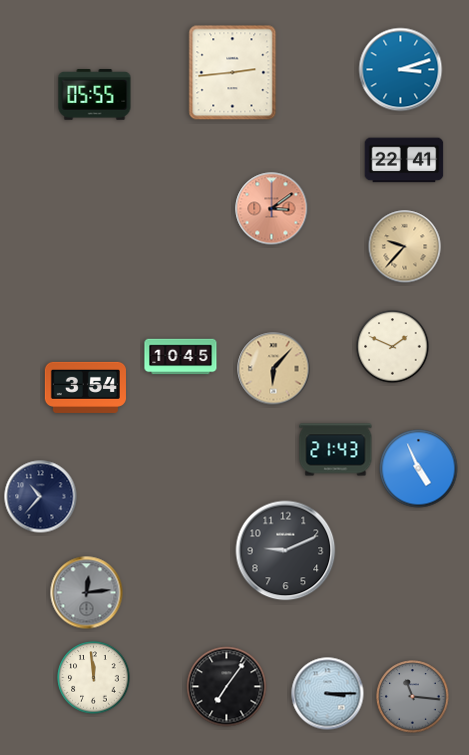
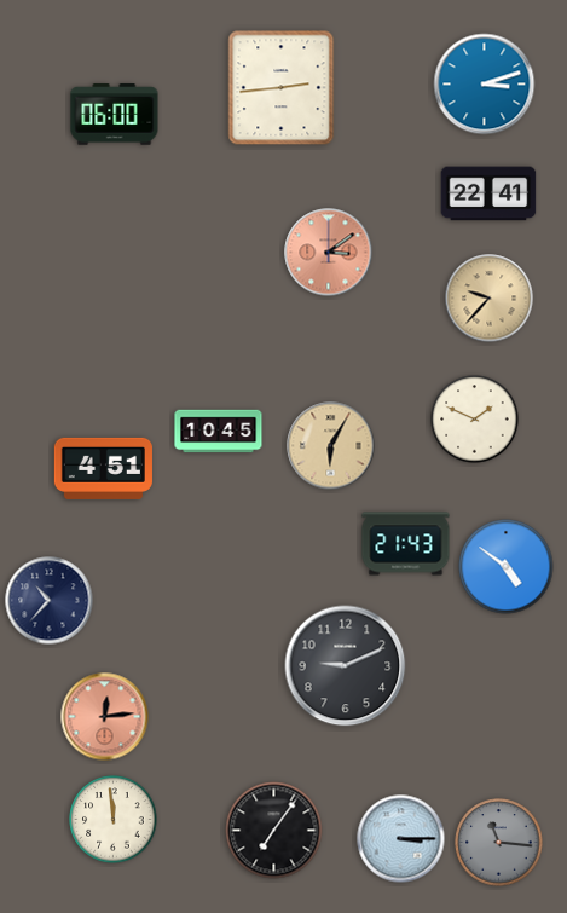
clock at (95, 95): 05:55 -> 06:00
clock at (274, 369): 6:07 -> 6:05
clock at (85, 387): 3:54 -> 4:51
clock at (419, 469): 4:56 -> 4:51
clock at (87, 593) dial: grey -> salmon
clock at (328, 694) position: (328, 694) -> (401, 839)
